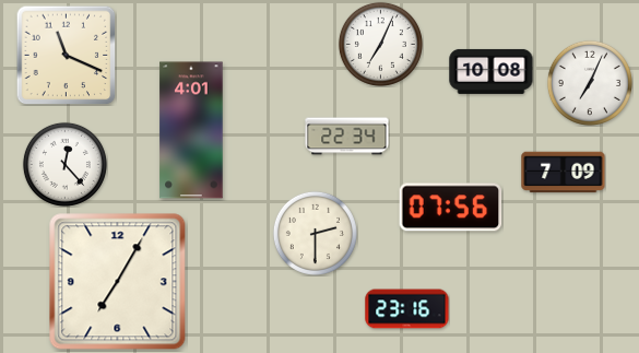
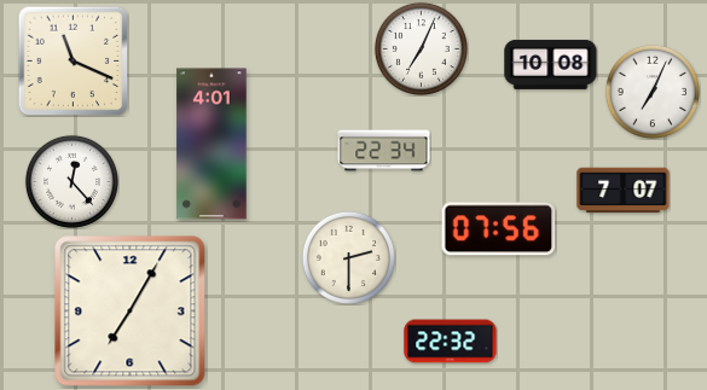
clock at (492, 71) position: (492, 71) -> (551, 64)
clock at (564, 173): 7:09 -> 7:07
clock at (407, 309): 23:16 -> 22:32
